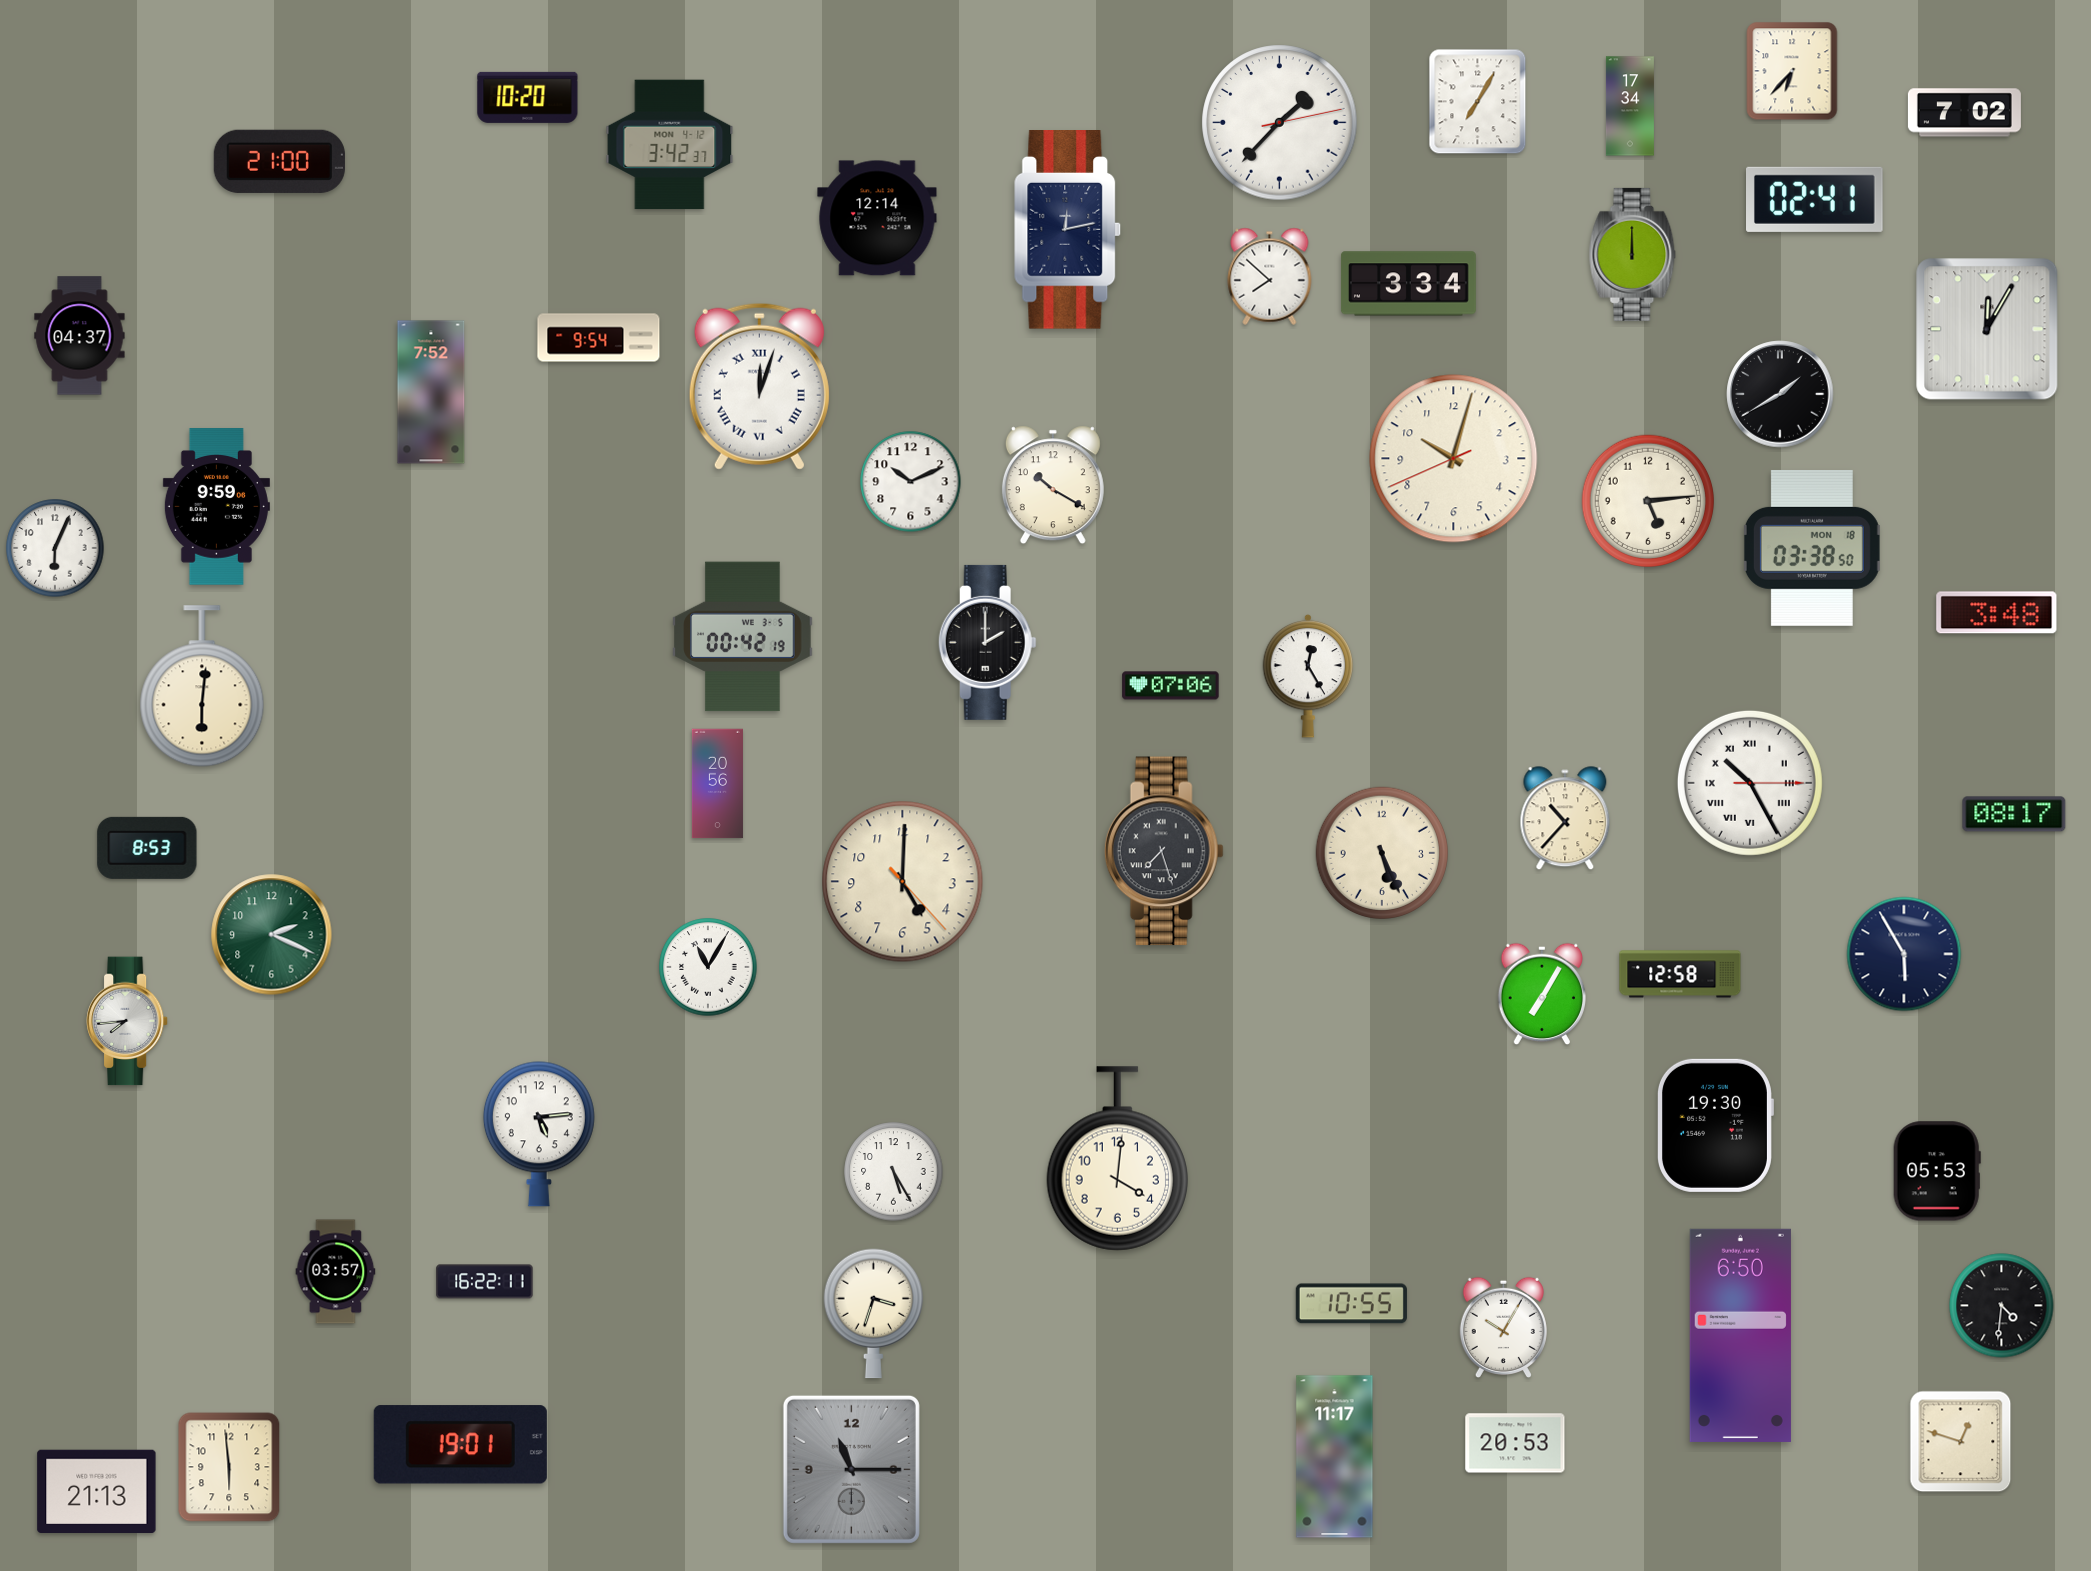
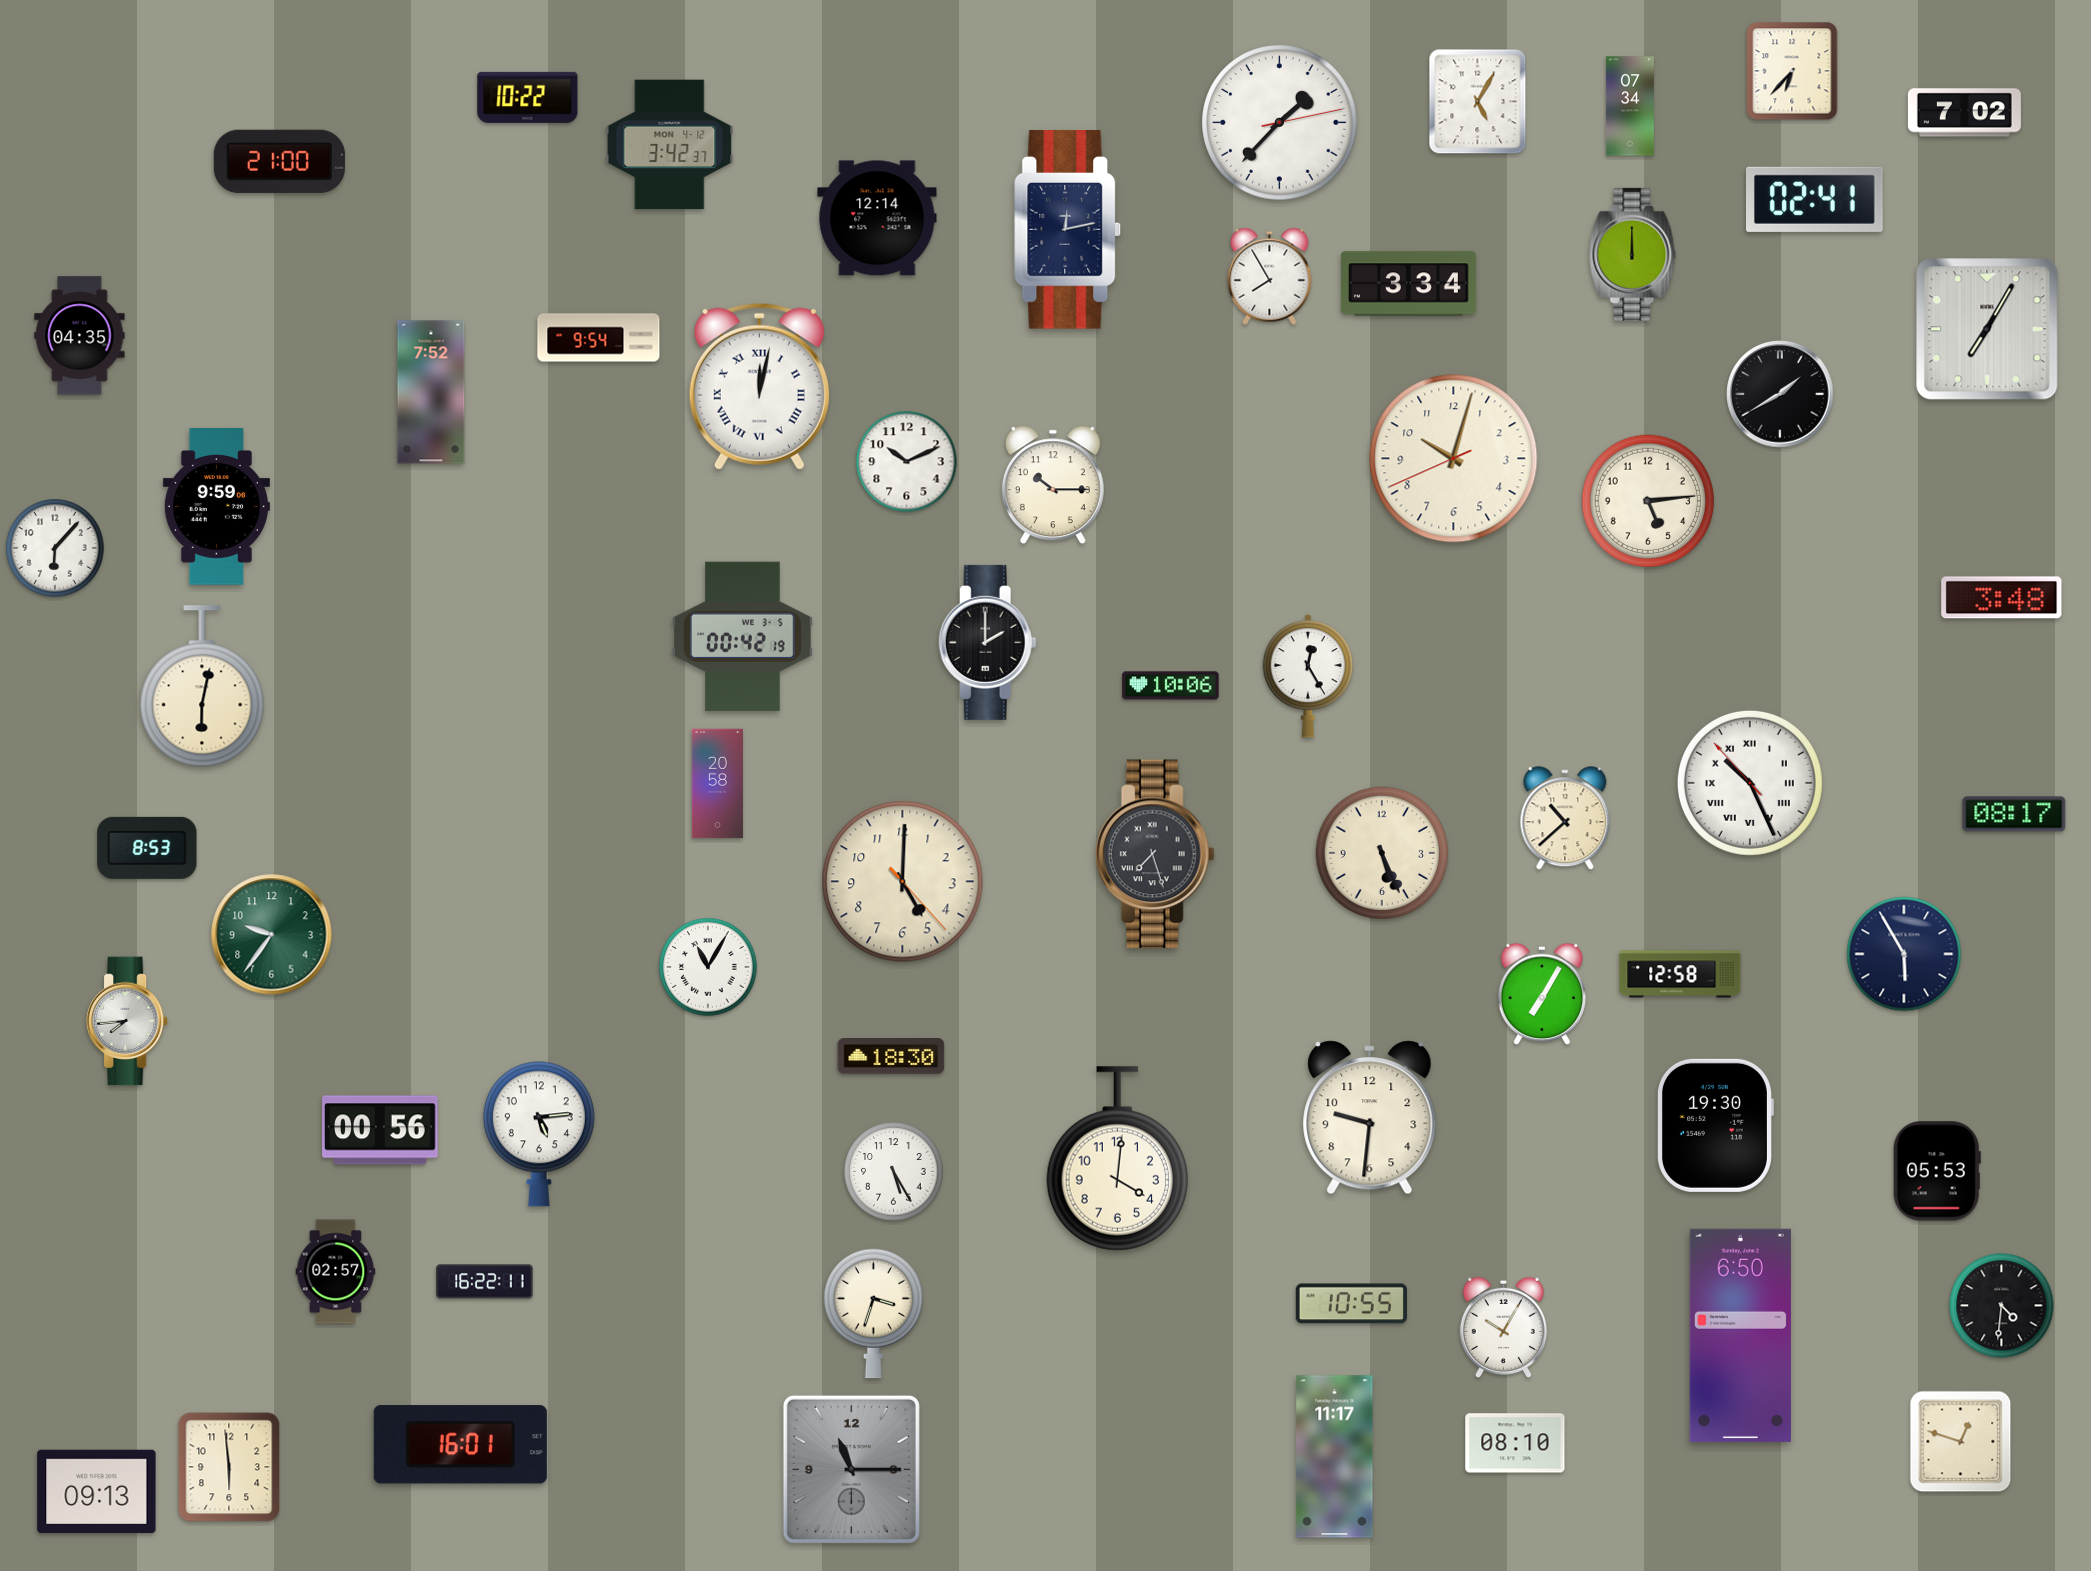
clock at (528, 97): 10:20 -> 10:22
clock at (1478, 102): 7:05 -> 5:05
clock at (1630, 106): 17:34 -> 07:34
clock at (1270, 276): 7:52 -> 7:55
clock at (1987, 329): 12:05 -> 7:05
clock at (80, 336): 04:37 -> 04:35
clock at (759, 386): 12:03 -> 12:02
clock at (911, 482) position: (911, 482) -> (907, 462)
clock at (1053, 485): 10:20 -> 10:15
clock at (55, 548): 6:04 -> 6:07
clock at (1812, 548): 03:38 -> none
clock at (1997, 613) position: (1997, 613) -> (2002, 598)
clock at (202, 686): 6:01 -> 6:02
clock at (1171, 686): 07:06 -> 10:06
clock at (1750, 783): 10:25:15 -> 10:25:53
clock at (717, 784): 20:56 -> 20:58
clock at (1565, 819): 10:37 -> 10:38
clock at (1164, 851) position: (1164, 851) -> (1155, 854)
clock at (272, 935): 2:19 -> 9:36
clock at (891, 1056): none -> 18:30
clock at (1370, 1118): none -> 9:31
clock at (380, 1130): none -> 00:56
clock at (336, 1272): 03:57 -> 02:57
clock at (1515, 1443): 20:53 -> 08:10
clock at (460, 1445): 19:01 -> 16:01
clock at (97, 1491): 21:13 -> 09:13
